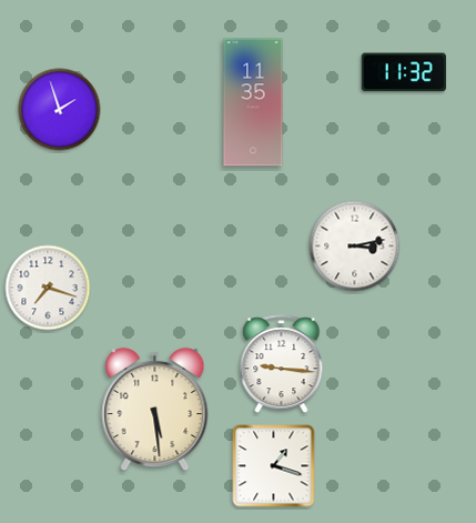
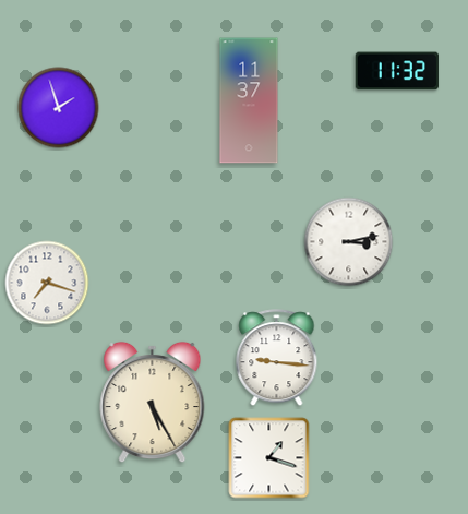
clock at (253, 102): 11:35 -> 11:37
clock at (155, 410): 5:29 -> 5:25
